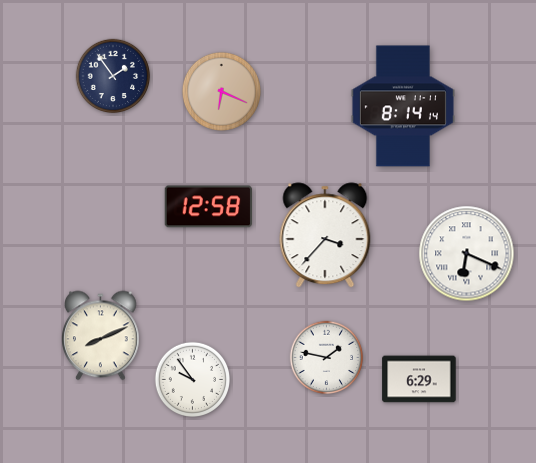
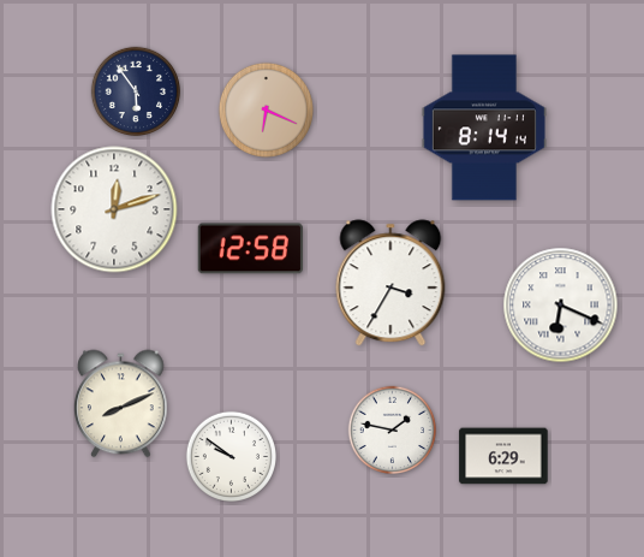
clock at (113, 76): 1:54 -> 5:54
clock at (114, 209): none -> 12:12
clock at (325, 235): 3:37 -> 3:35
clock at (192, 379): 9:54 -> 9:51
